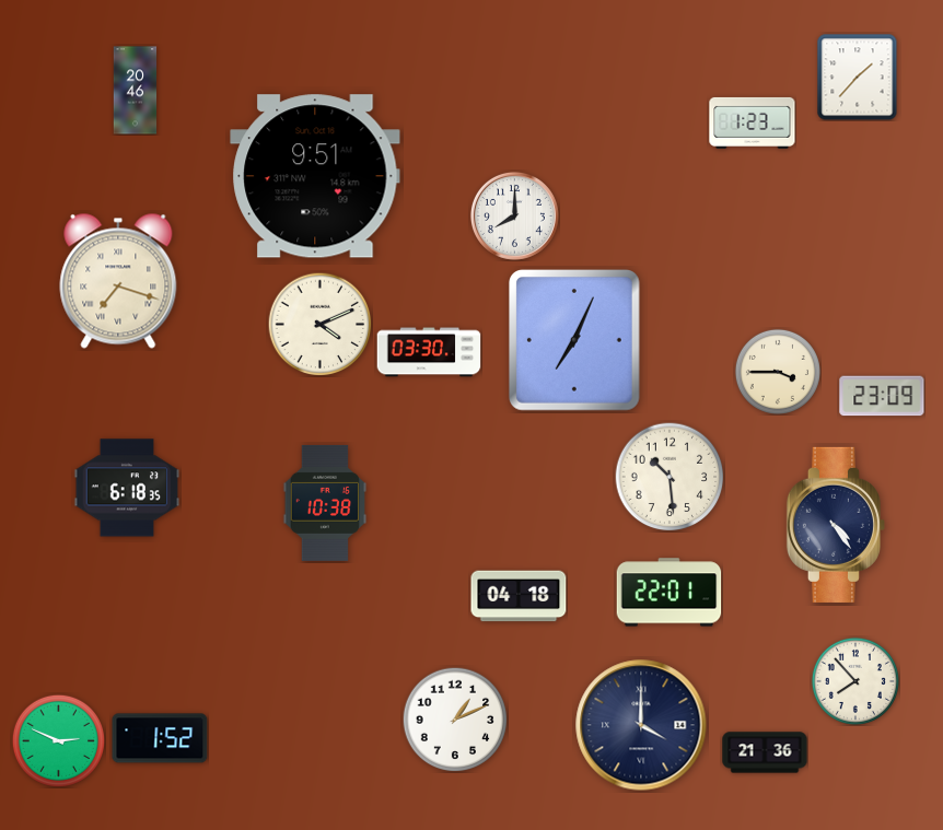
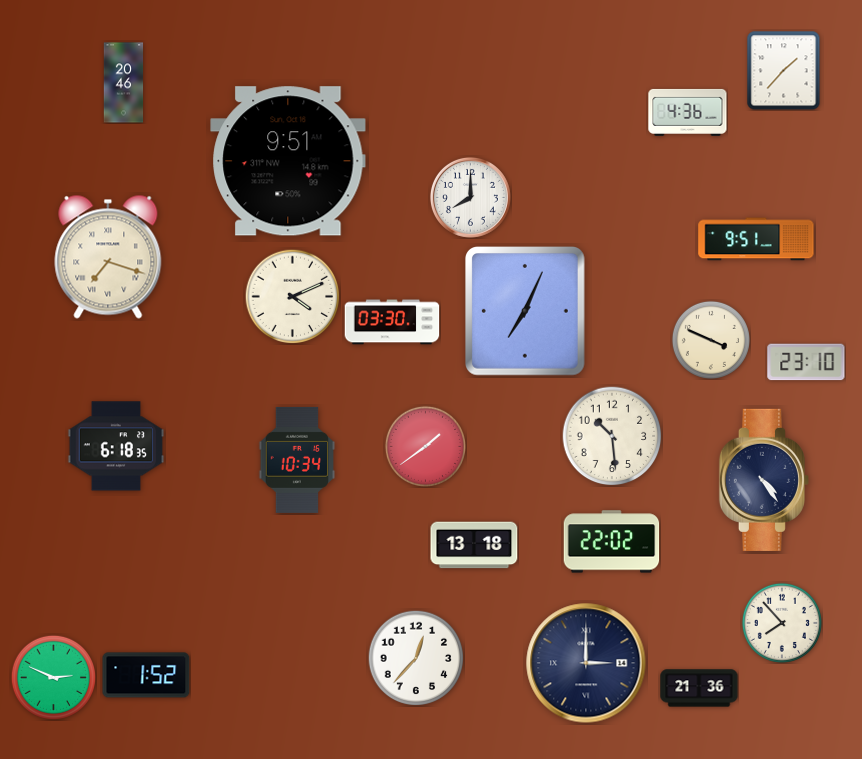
clock at (753, 122): 1:23 -> 4:36
clock at (756, 239): none -> 9:51
clock at (778, 372): 3:45 -> 3:49
clock at (882, 396): 23:09 -> 23:10
clock at (425, 446): none -> 1:39
clock at (325, 503): 10:38 -> 10:34
clock at (670, 593): 22:01 -> 22:02
clock at (519, 596): 04:18 -> 13:18
clock at (455, 720): 1:11 -> 12:37
clock at (641, 725): 4:00 -> 3:00
